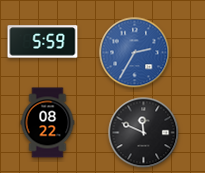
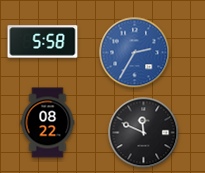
clock at (43, 42): 5:59 -> 5:58
